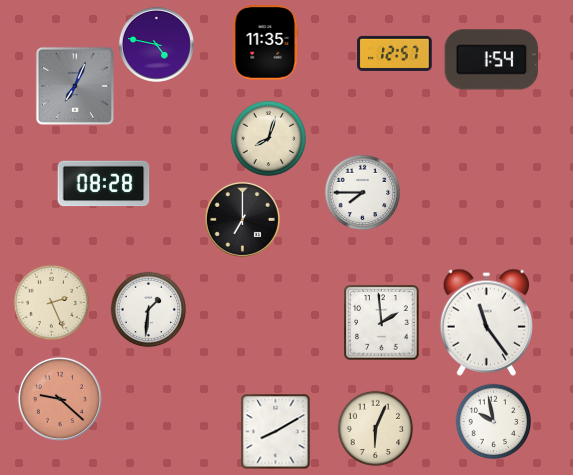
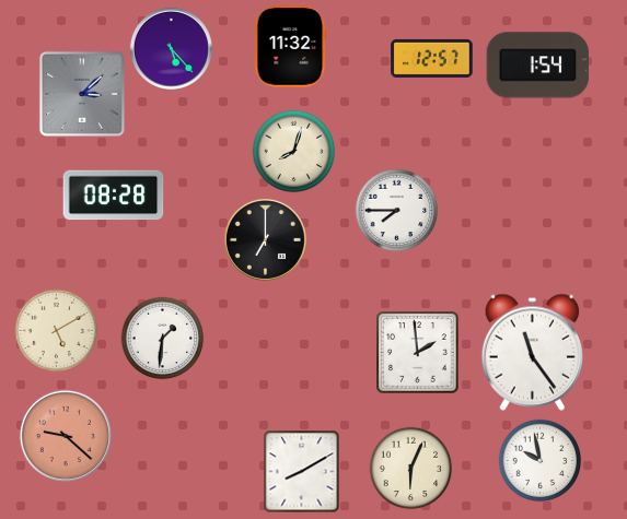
clock at (266, 43): 11:35 -> 11:32
clock at (156, 44): 4:47 -> 5:23
clock at (75, 86): 7:04 -> 3:08
clock at (104, 184) position: (104, 184) -> (114, 196)
clock at (52, 303): 2:26 -> 5:10
